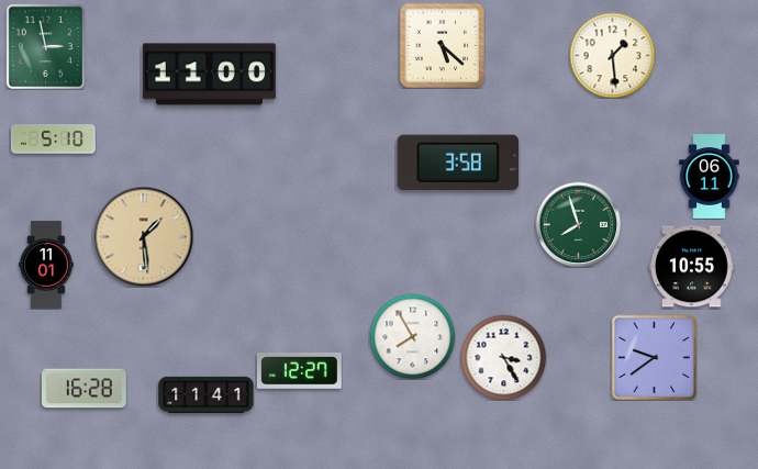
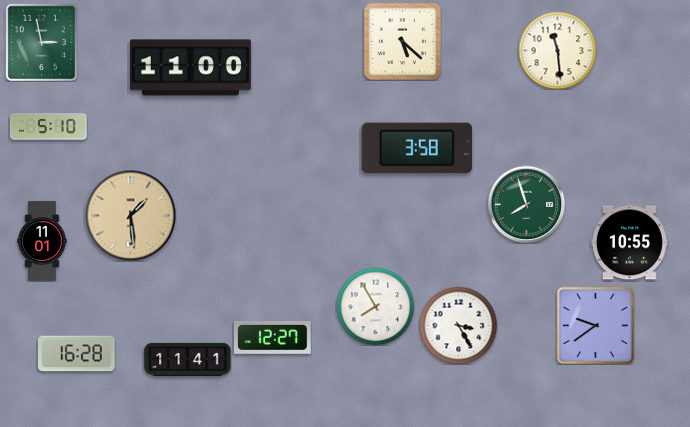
clock at (612, 55): 1:29 -> 11:29
clock at (710, 177): 06:11 -> none
